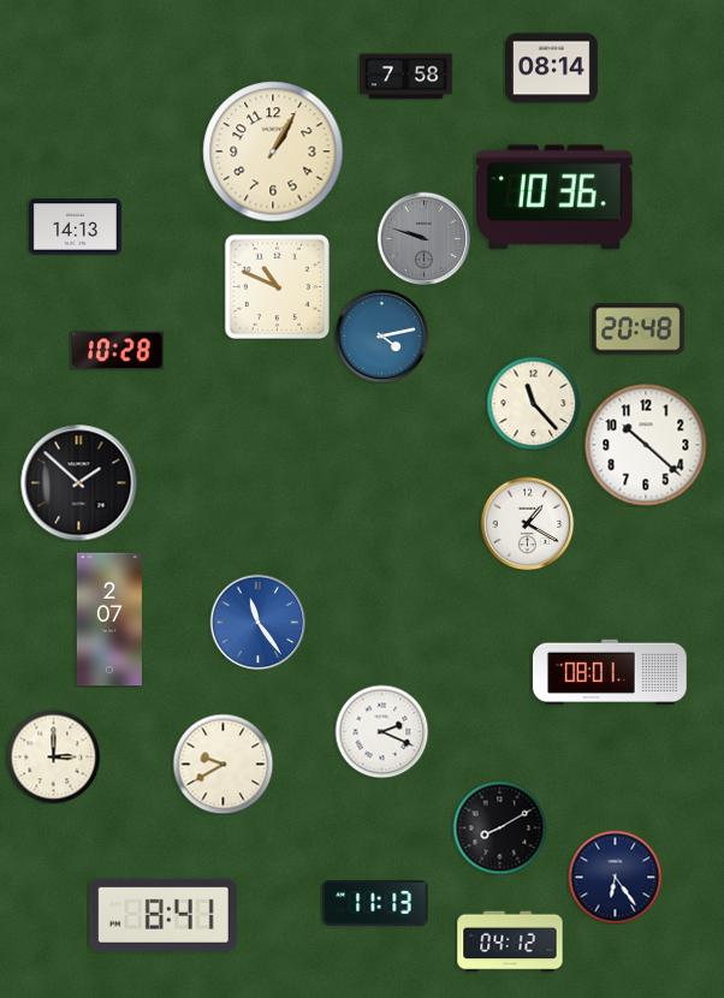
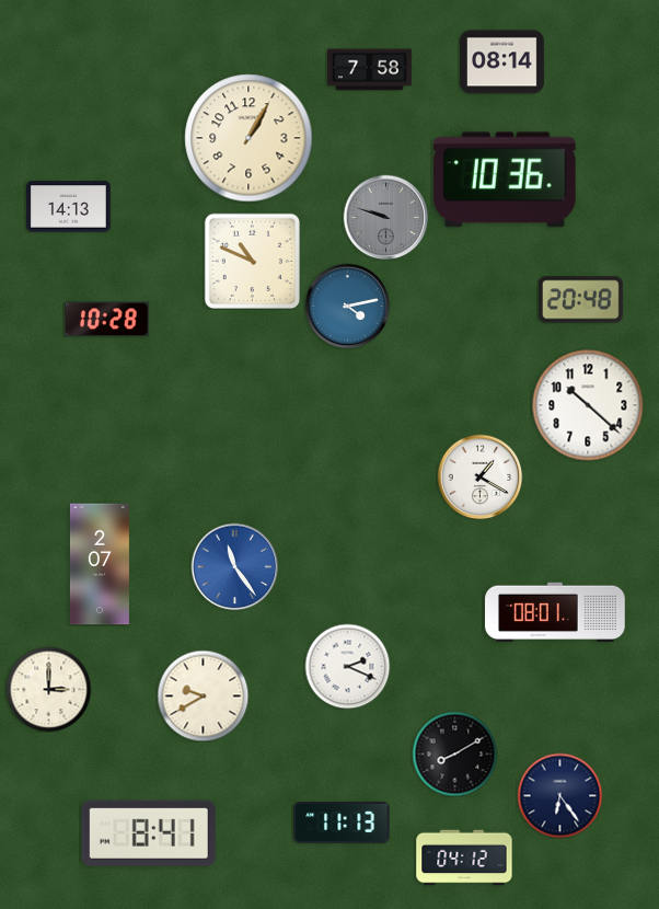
clock at (533, 403): 11:23 -> none
clock at (79, 483): 1:52 -> none
clock at (615, 877) position: (615, 877) -> (559, 795)
